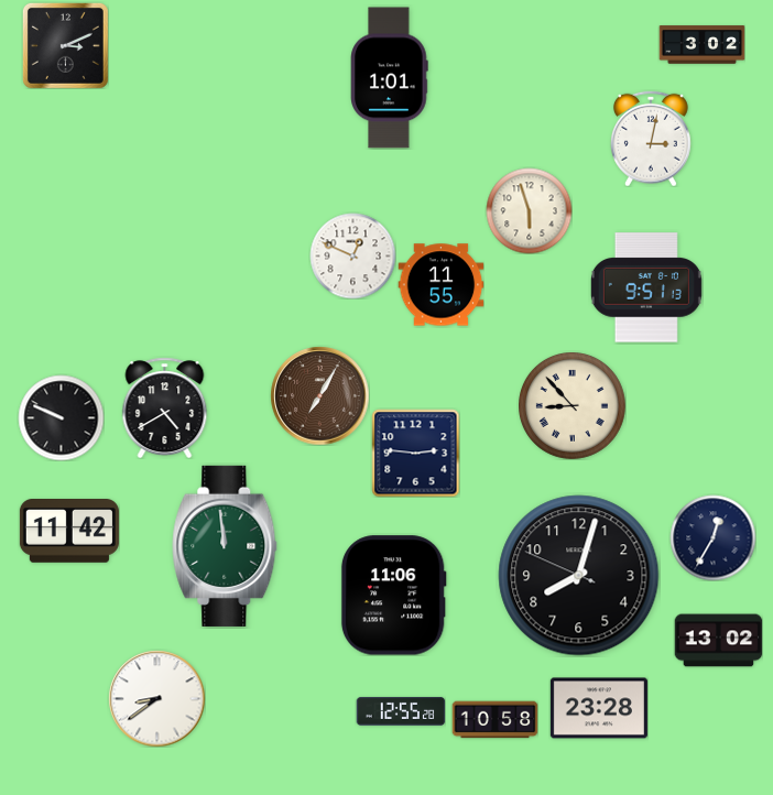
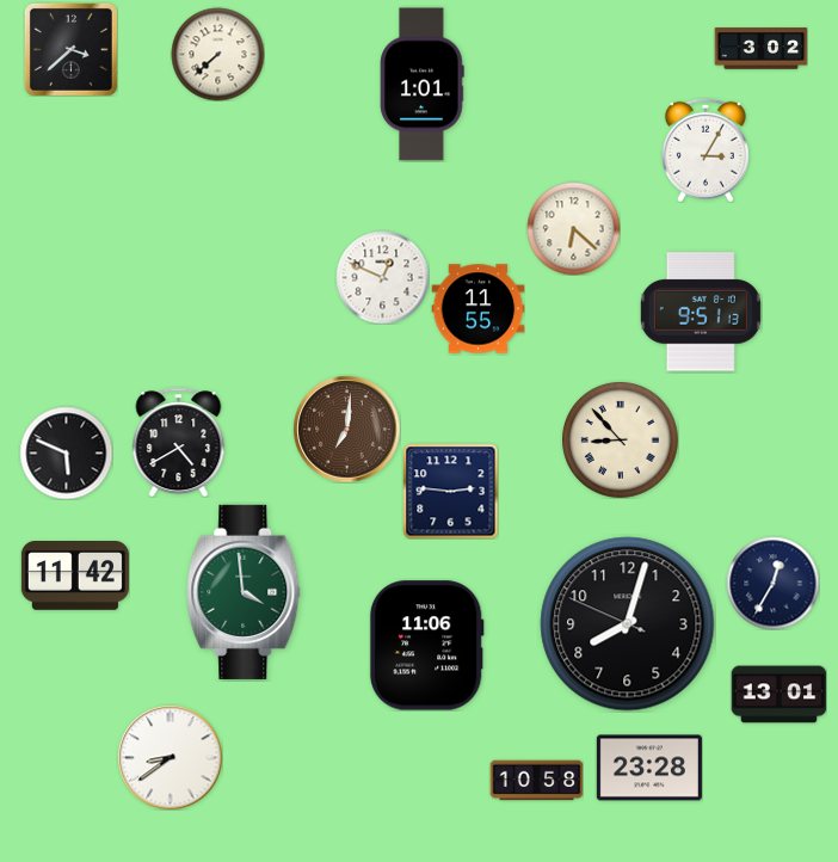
clock at (65, 45): 3:11 -> 3:38
clock at (217, 54): none -> 7:38
clock at (652, 139): 3:02 -> 3:05
clock at (529, 210): 5:57 -> 6:22
clock at (319, 395): 7:05 -> 7:01
clock at (61, 417): 9:49 -> 5:49
clock at (225, 546): 11:59 -> 3:59
clock at (718, 641): 13:02 -> 13:01
clock at (401, 711): 12:55 -> none
